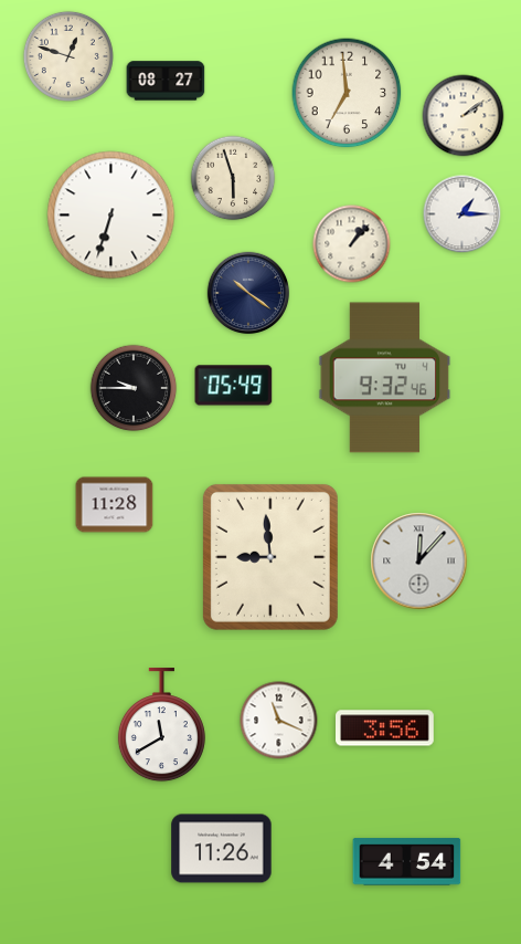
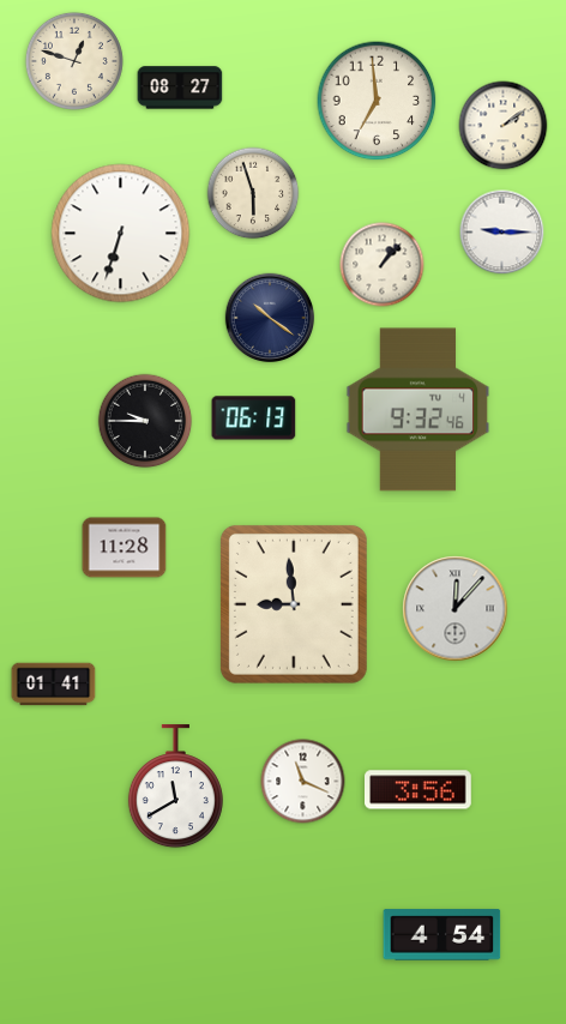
clock at (462, 214): 1:15 -> 9:15
clock at (234, 386): 05:49 -> 06:13
clock at (54, 685): none -> 01:41
clock at (222, 849): 11:26 -> none
